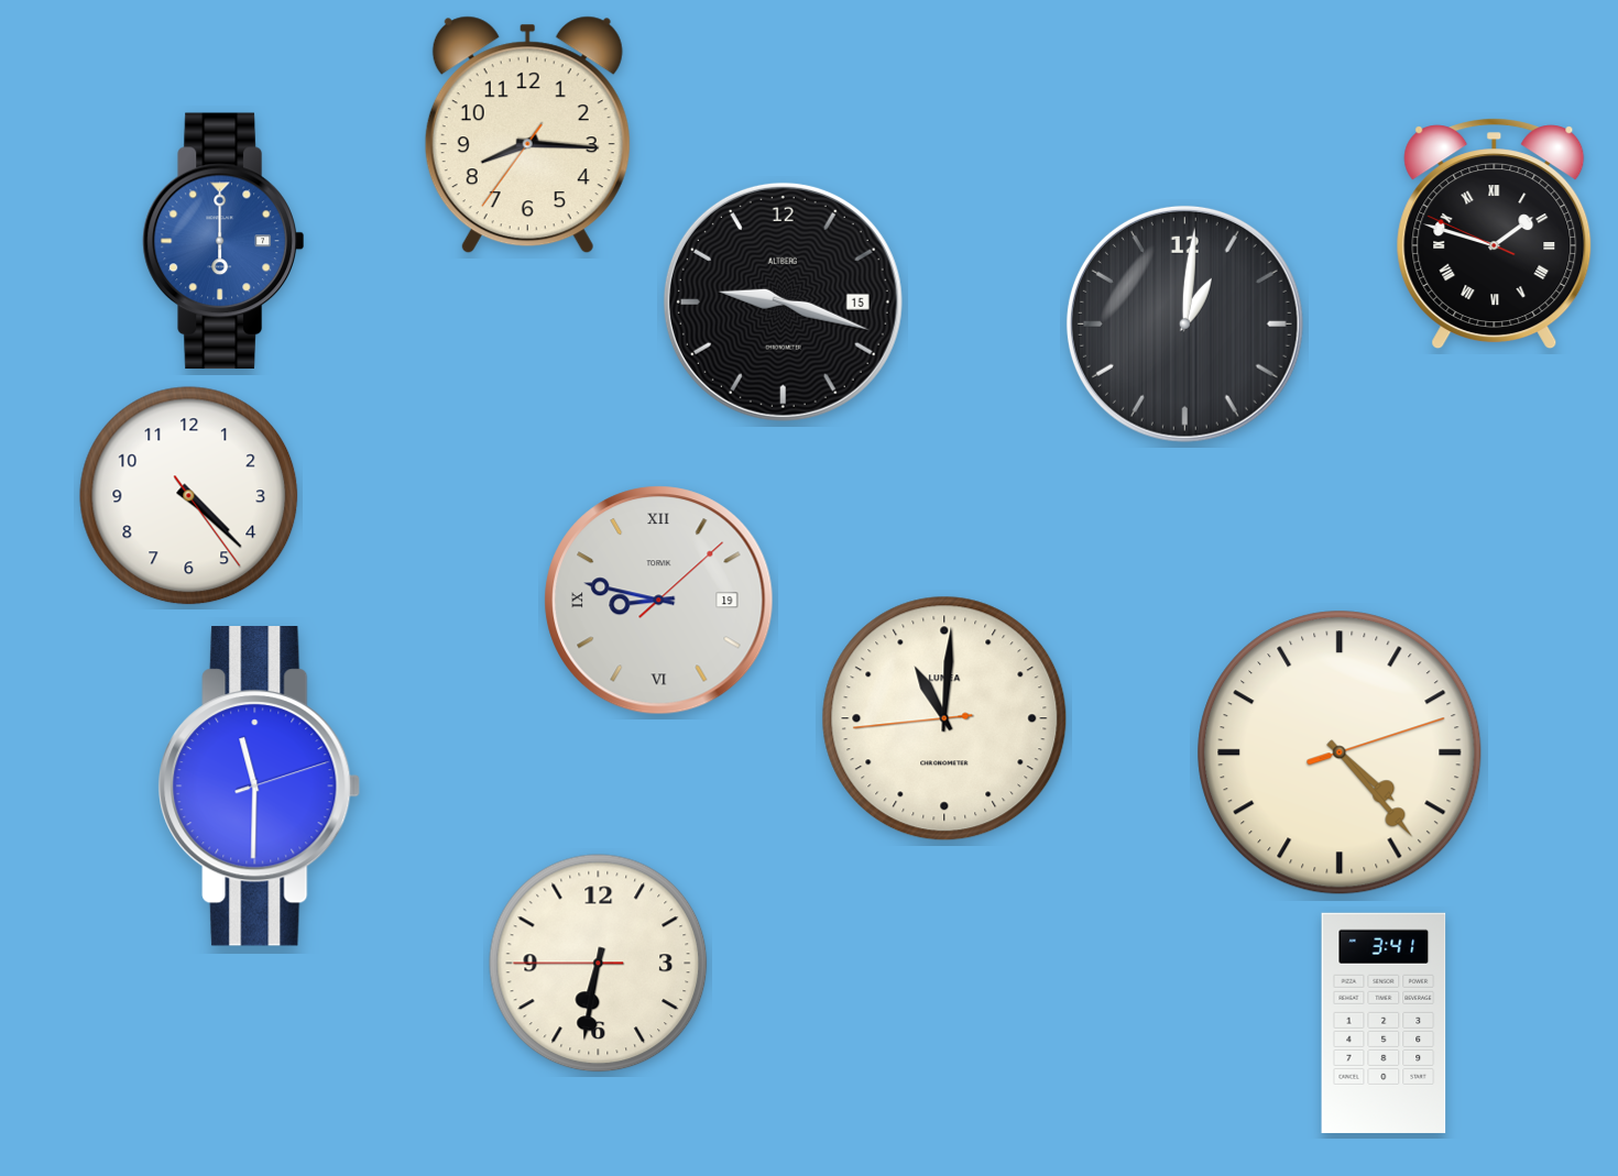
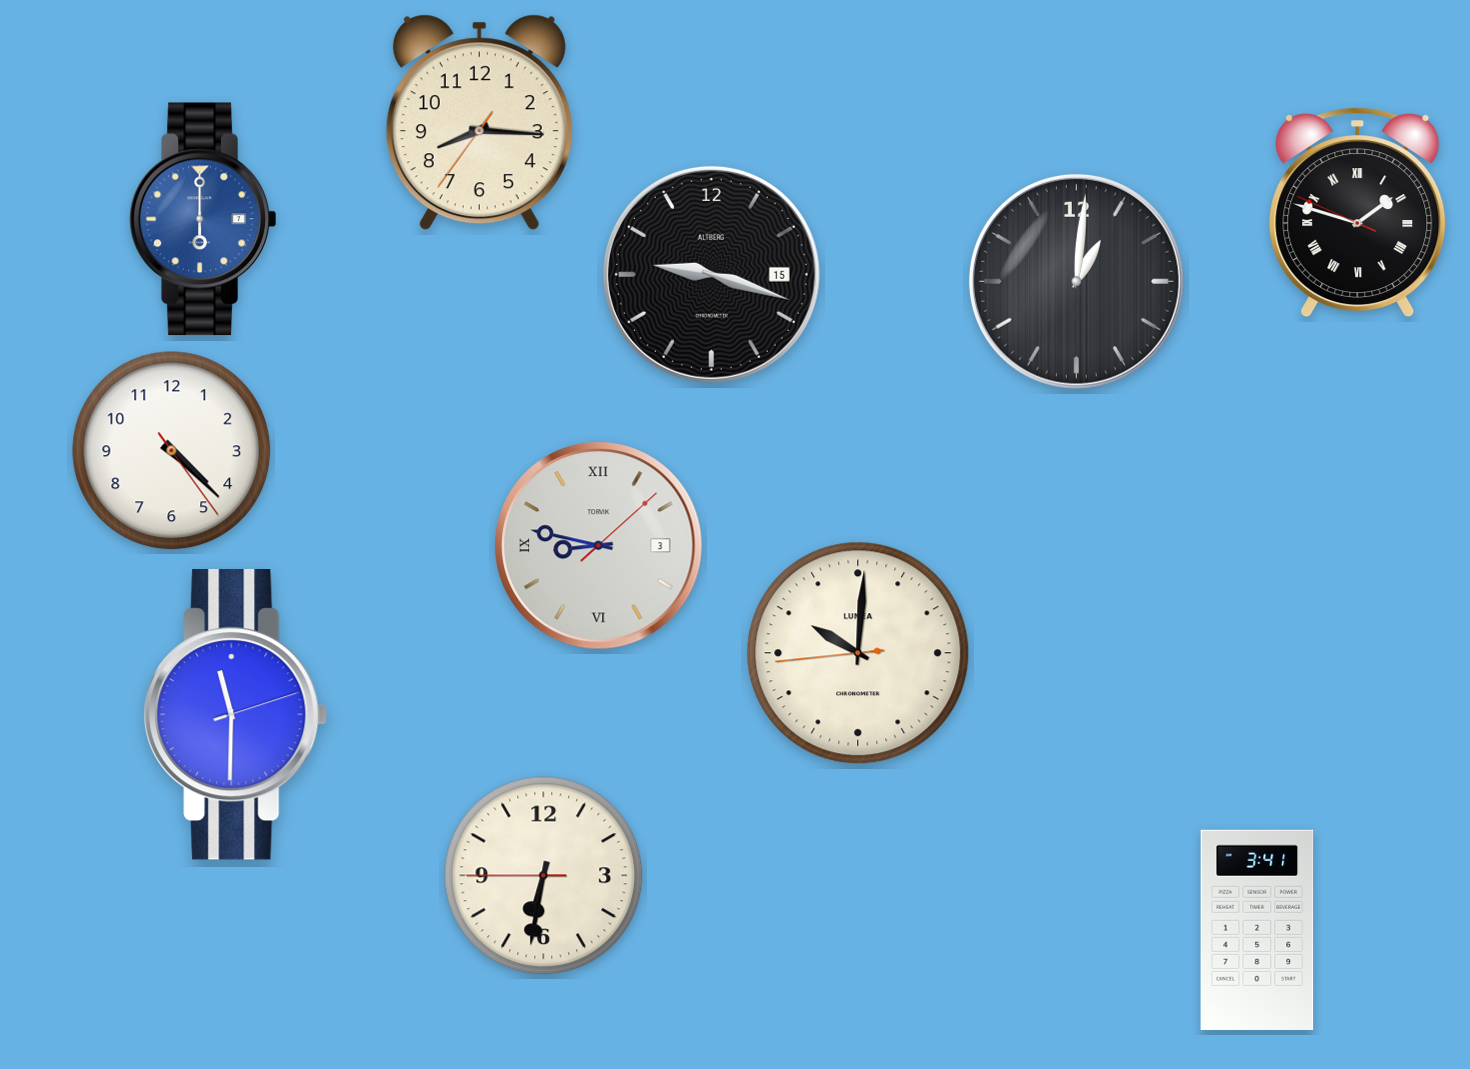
clock at (1184, 323) position: (1184, 323) -> (1076, 281)
clock at (659, 601) date: 19 -> 3
clock at (944, 718): 11:00 -> 10:00
clock at (1340, 752): 4:23 -> none
